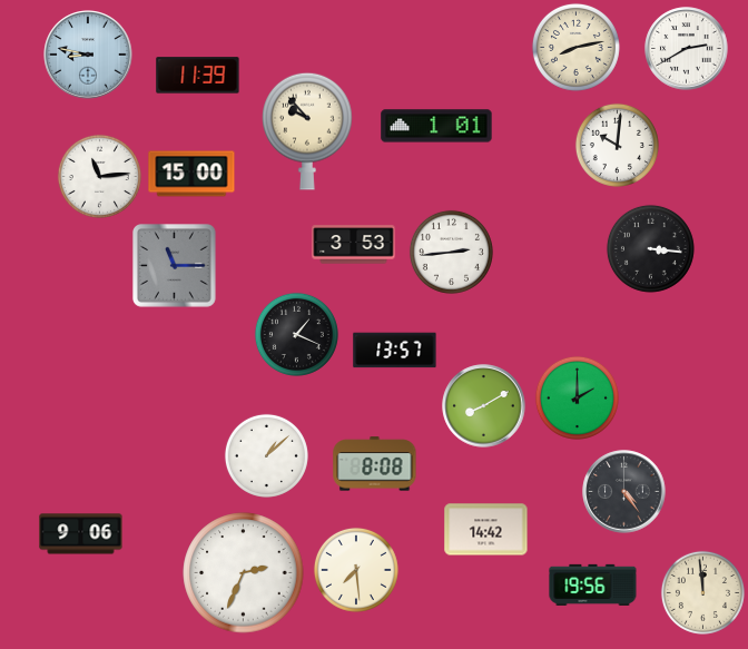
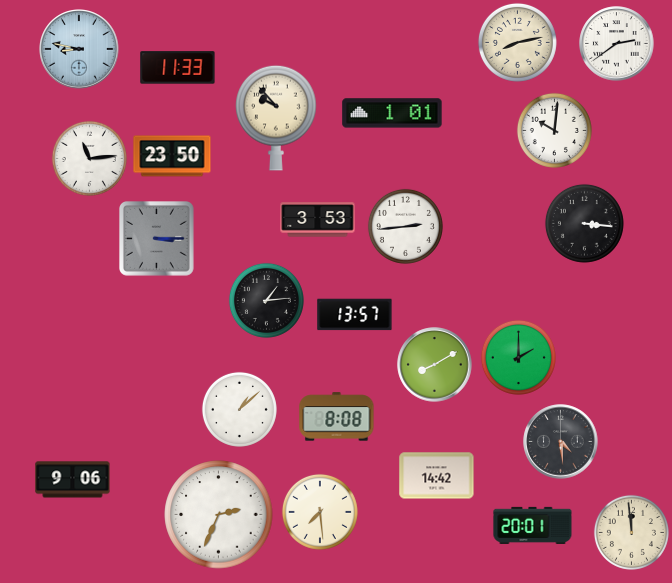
clock at (687, 49): 2:40 -> 2:39
clock at (198, 76): 11:39 -> 11:33
clock at (191, 174): 15:00 -> 23:50
clock at (175, 266): 11:15 -> 3:15
clock at (296, 334): 1:19 -> 1:14
clock at (624, 492): 4:24 -> 4:29
clock at (593, 584): 19:56 -> 20:01
